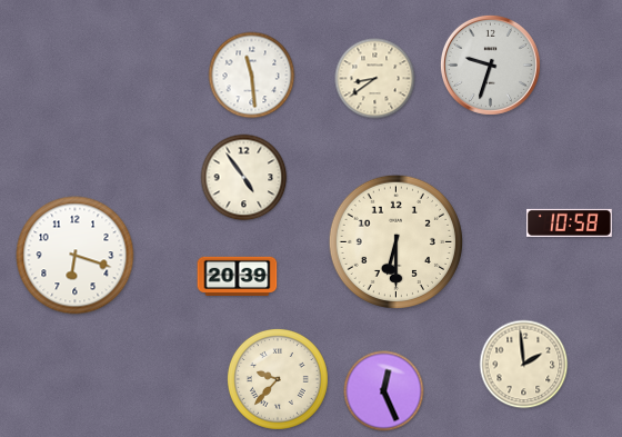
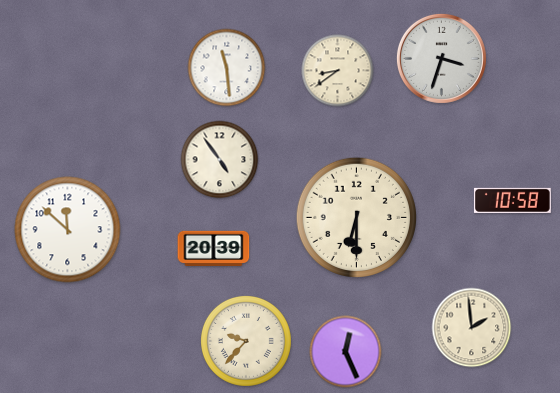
clock at (490, 64): 9:33 -> 3:33
clock at (76, 256): 6:18 -> 11:52
clock at (278, 379) position: (278, 379) -> (246, 341)
